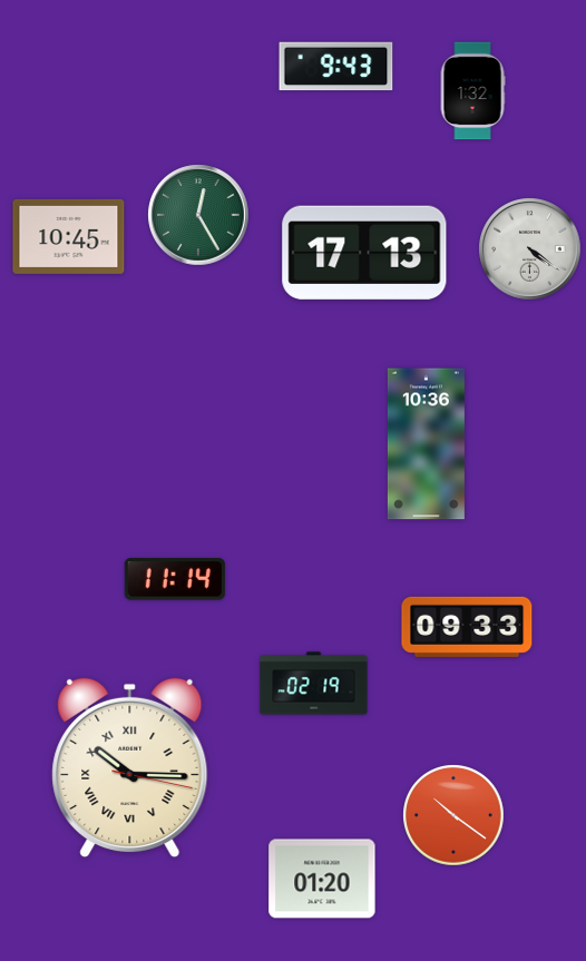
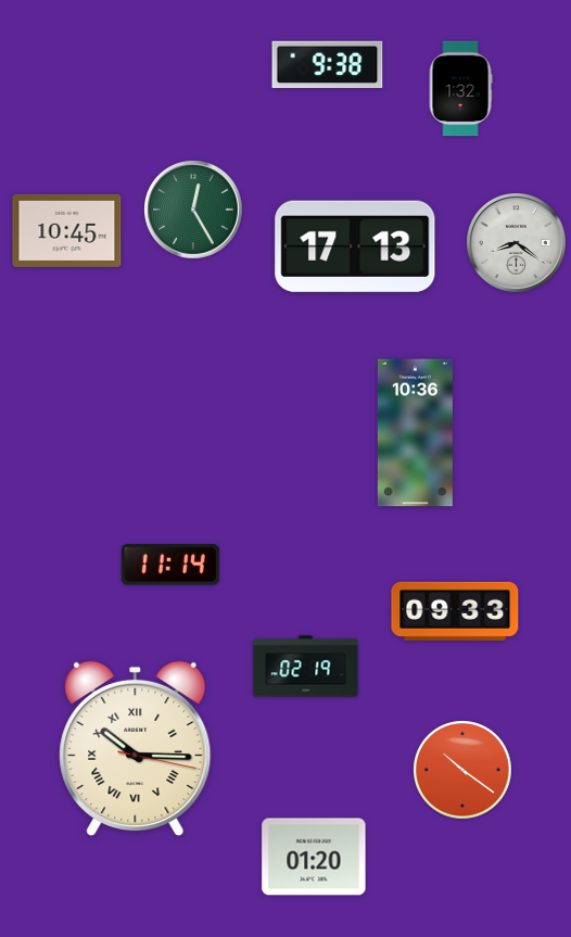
clock at (336, 67): 9:43 -> 9:38
clock at (530, 249): 4:21 -> 8:21
clock at (130, 768) position: (130, 768) -> (136, 749)
clock at (453, 815) position: (453, 815) -> (462, 770)
